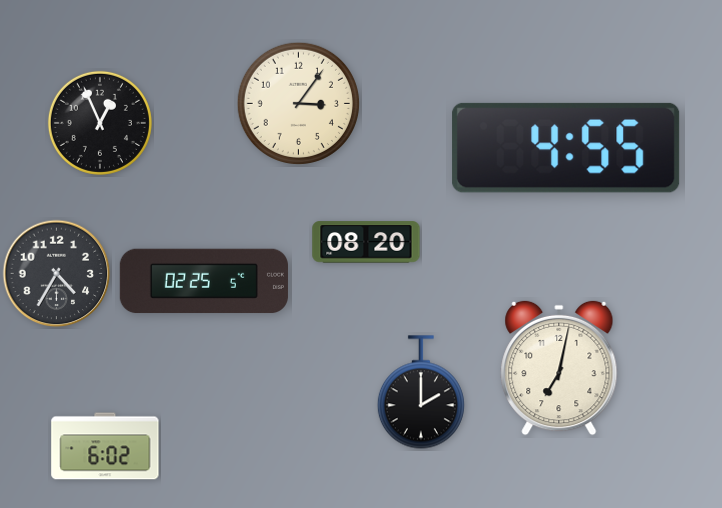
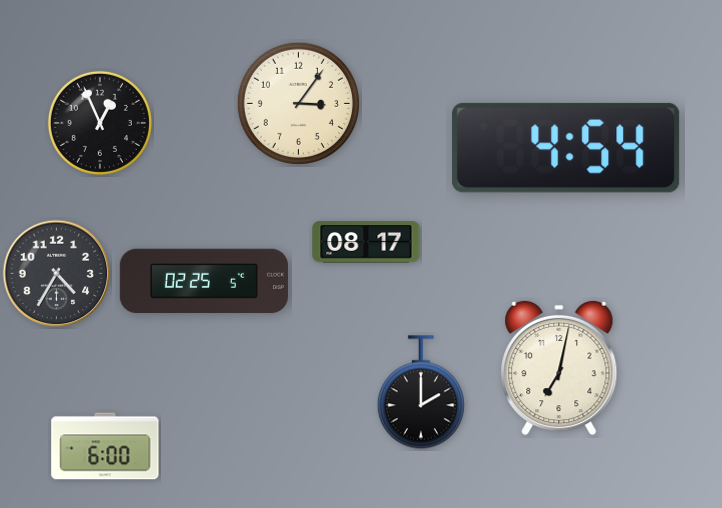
clock at (566, 148): 4:55 -> 4:54
clock at (366, 242): 08:20 -> 08:17
clock at (105, 446): 6:02 -> 6:00
